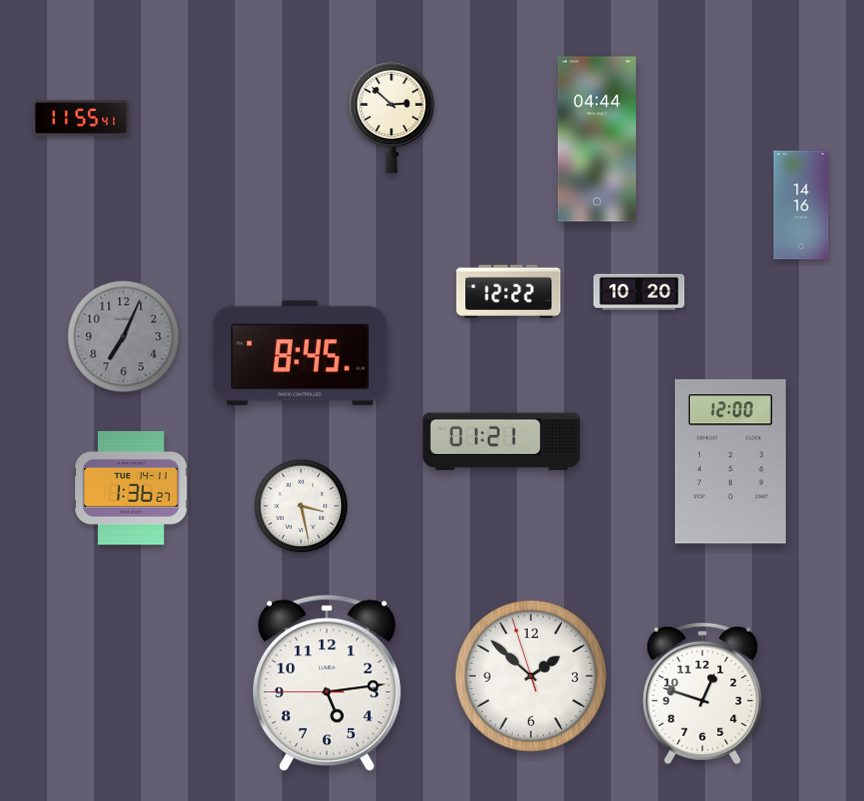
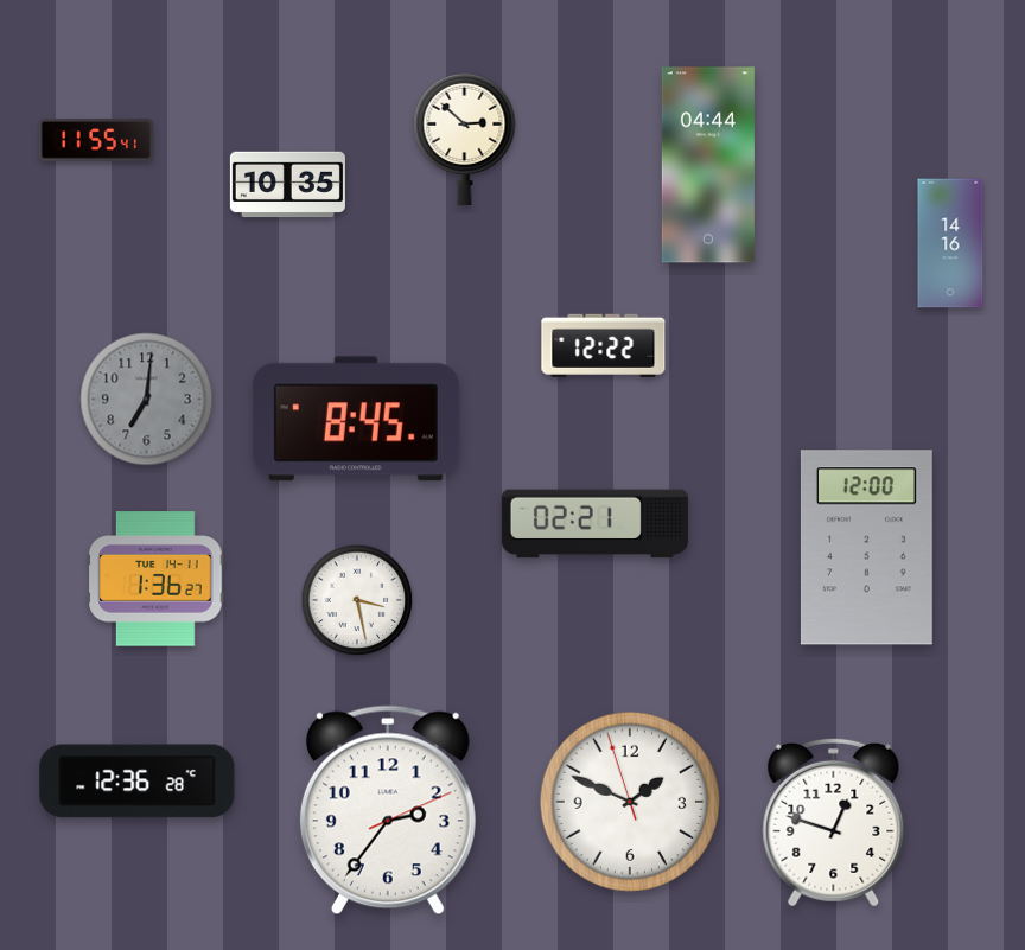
clock at (287, 185): none -> 10:35
clock at (639, 292): 10:20 -> none
clock at (124, 337): 7:04 -> 7:01
clock at (501, 442): 01:21 -> 02:21
clock at (138, 782): none -> 12:36
clock at (530, 675): 1:51 -> 1:48
clock at (327, 683): 5:13 -> 2:36
